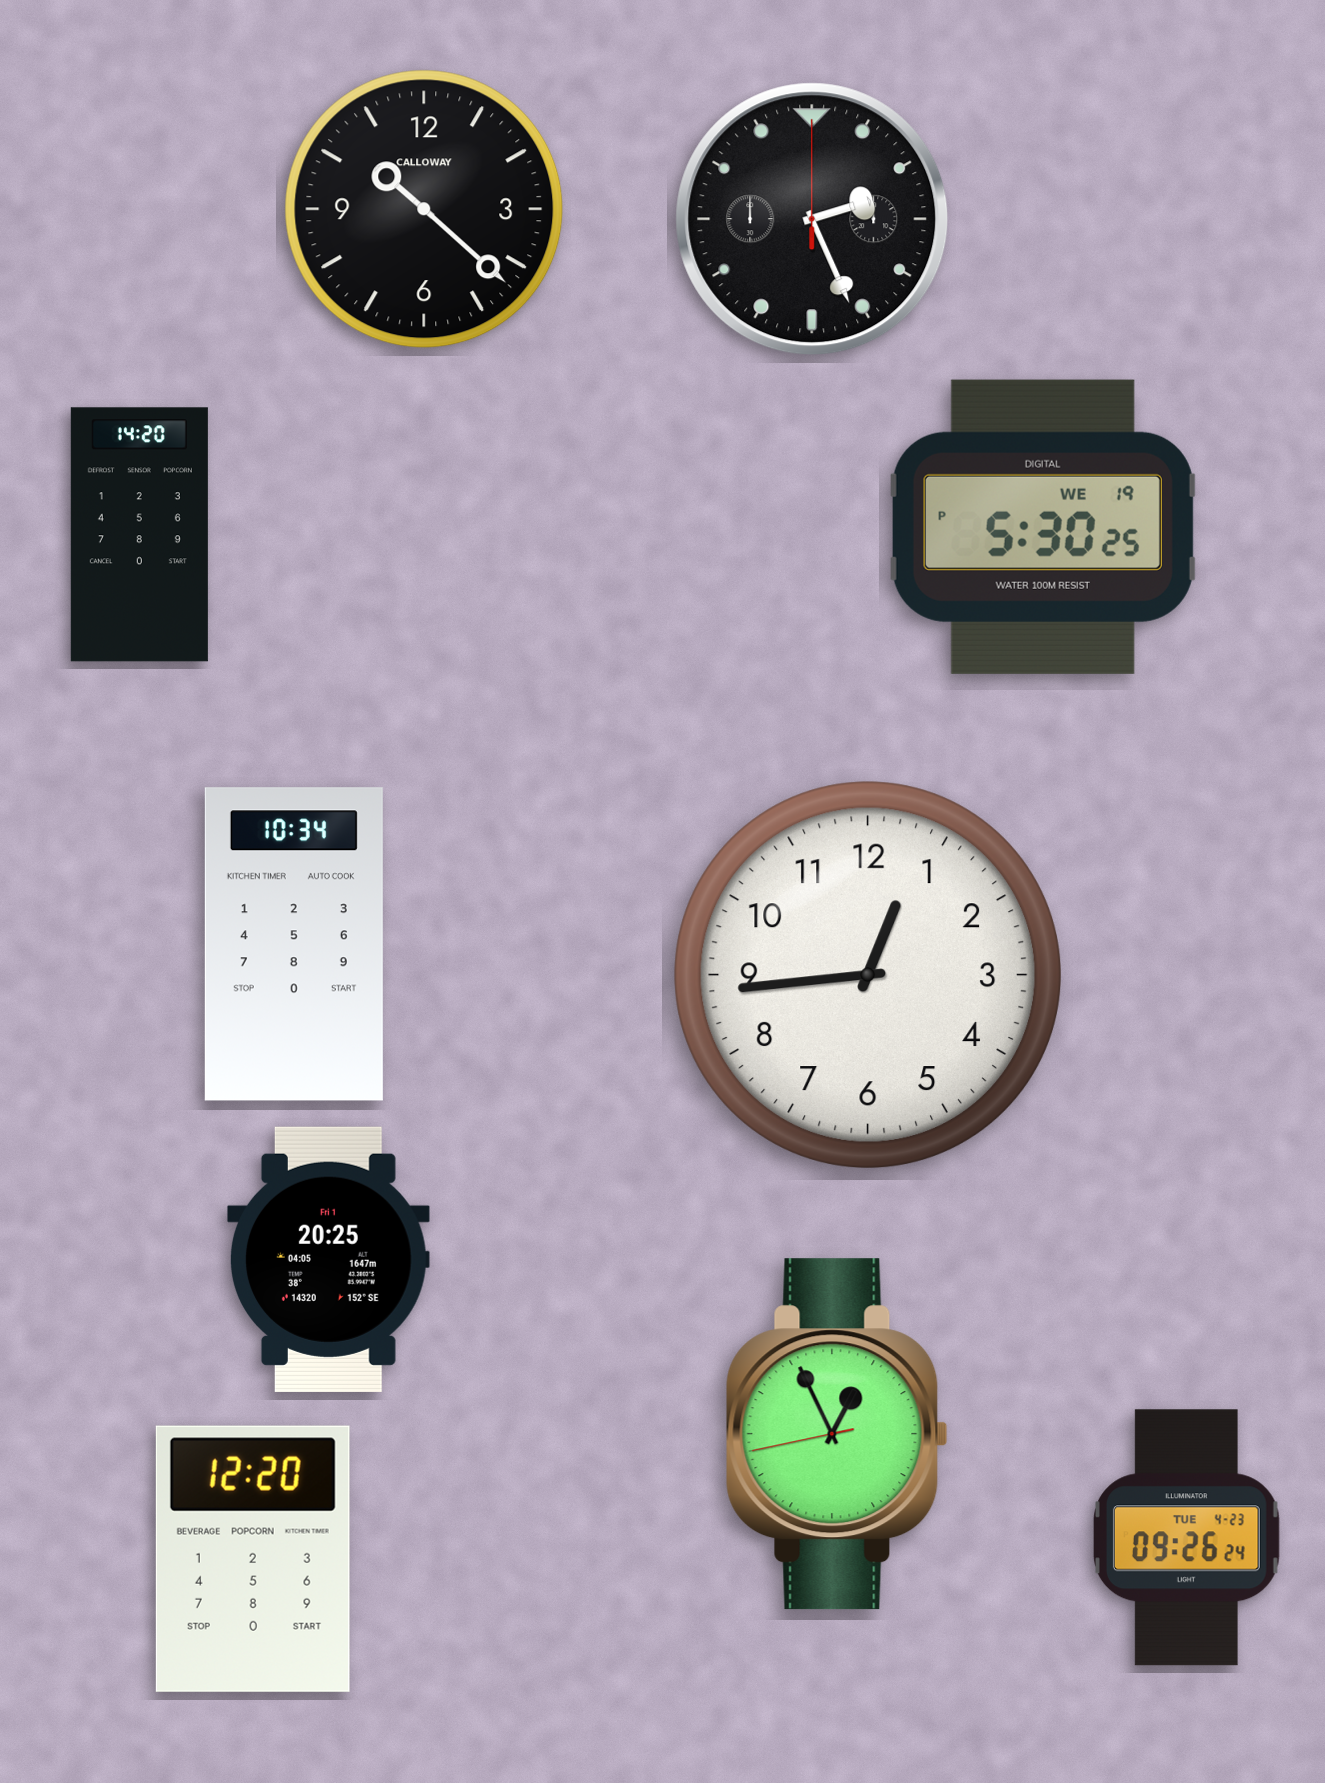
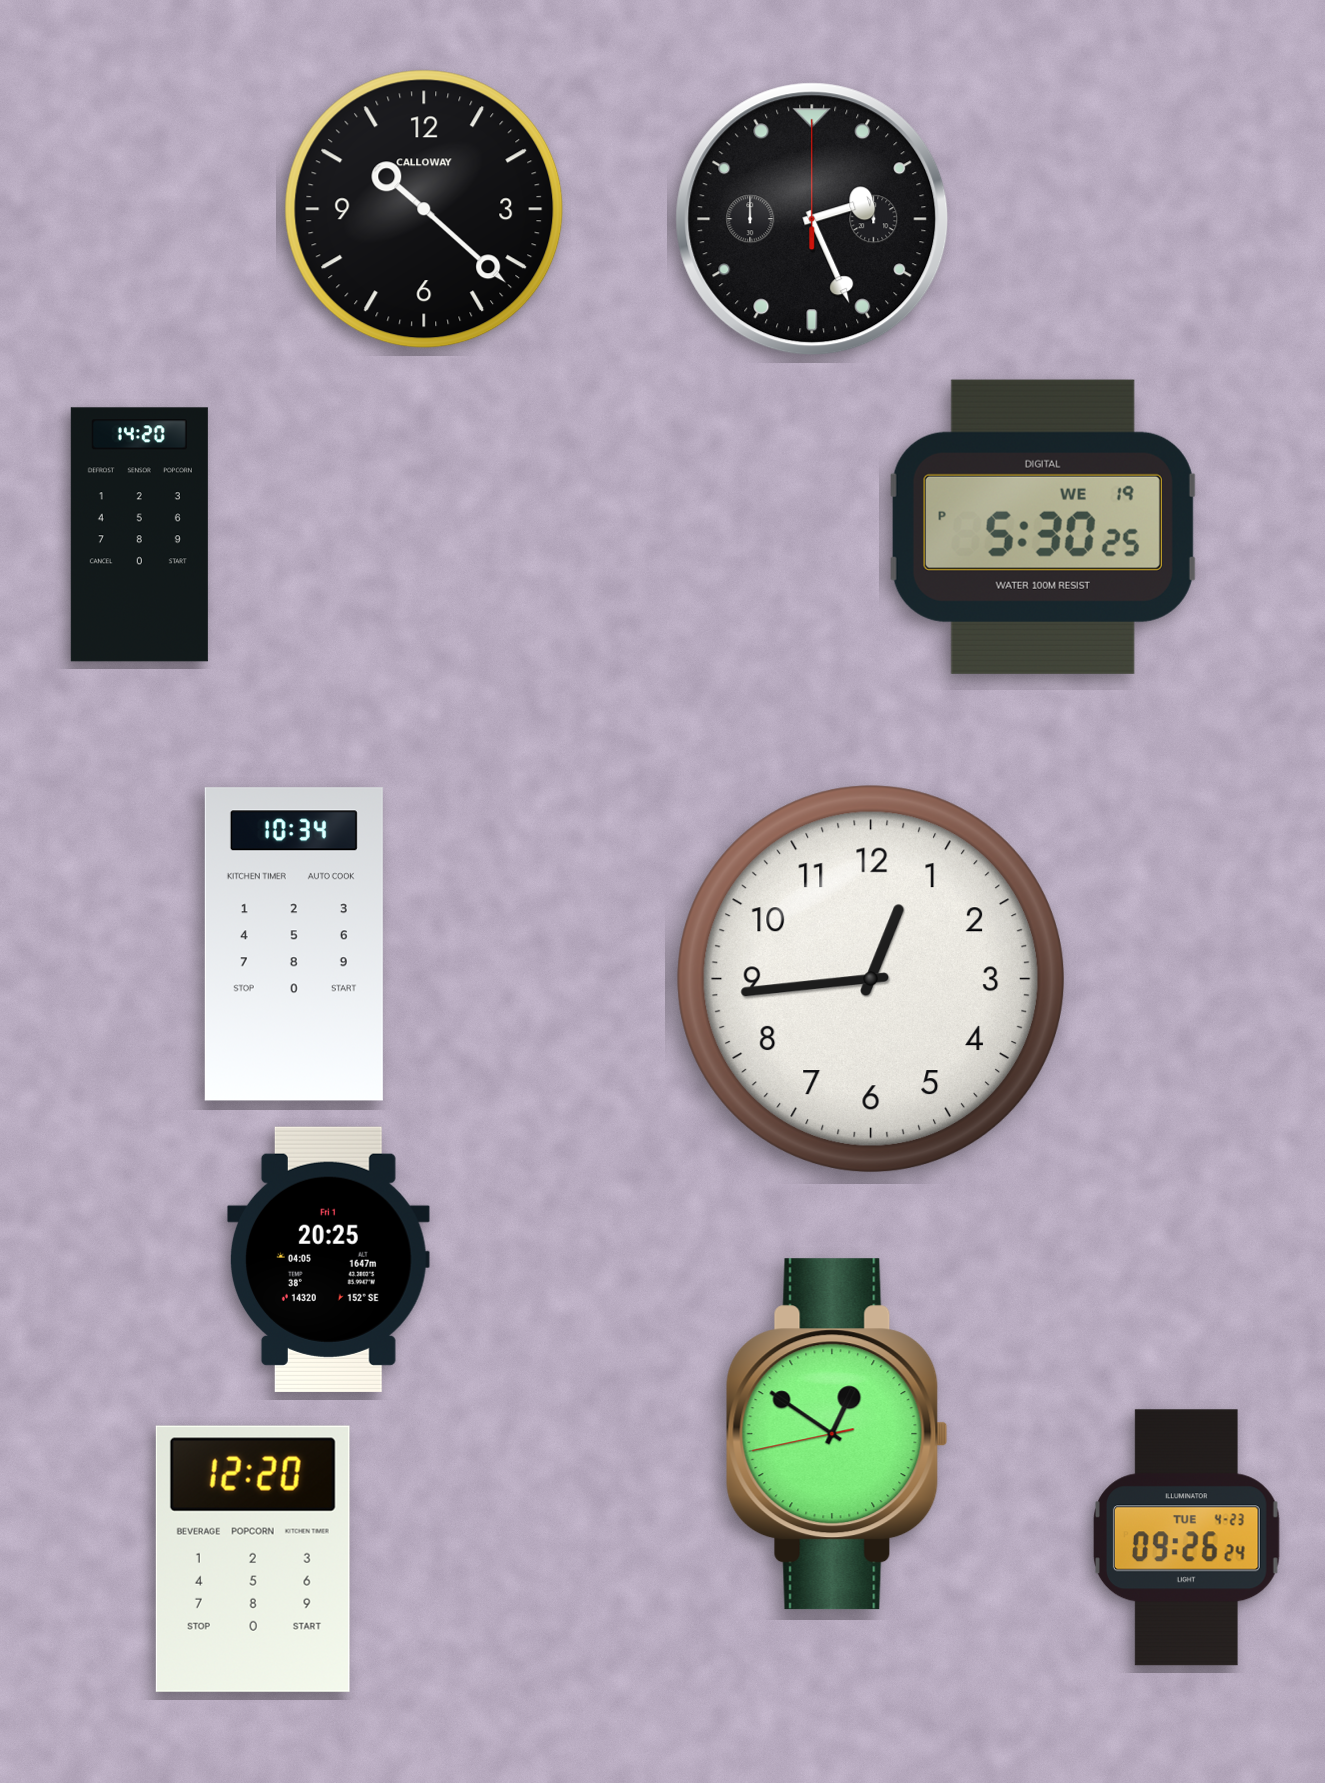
clock at (868, 975) position: (868, 975) -> (871, 979)
clock at (837, 1434): 12:55 -> 12:50
